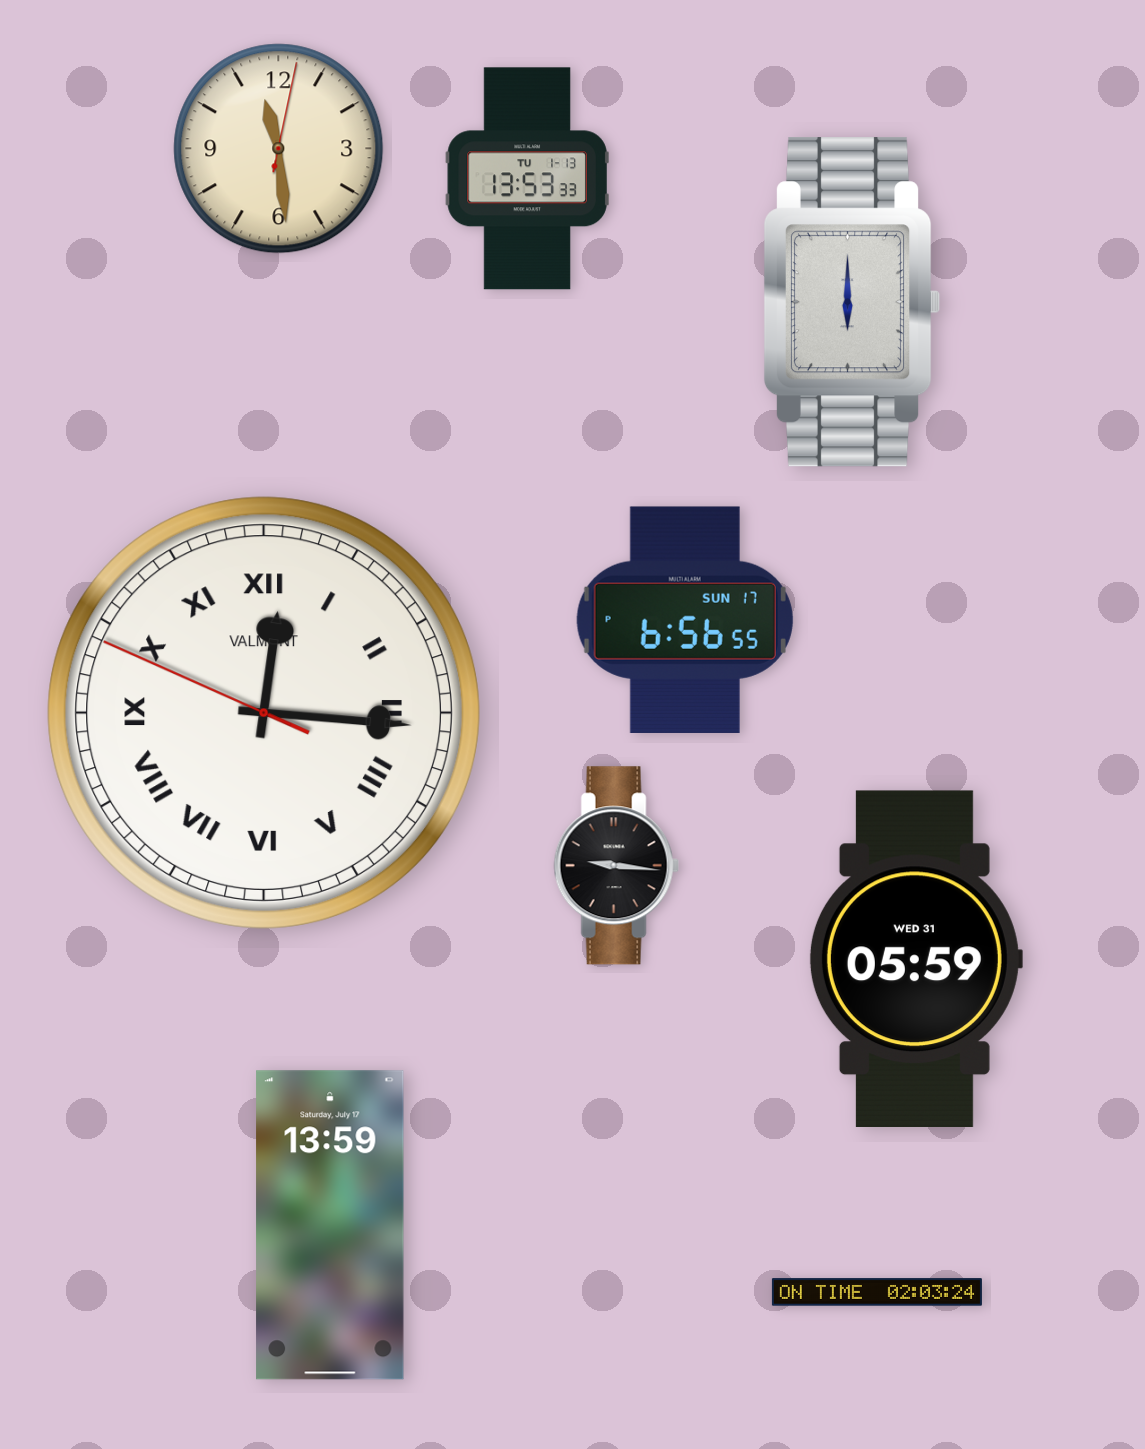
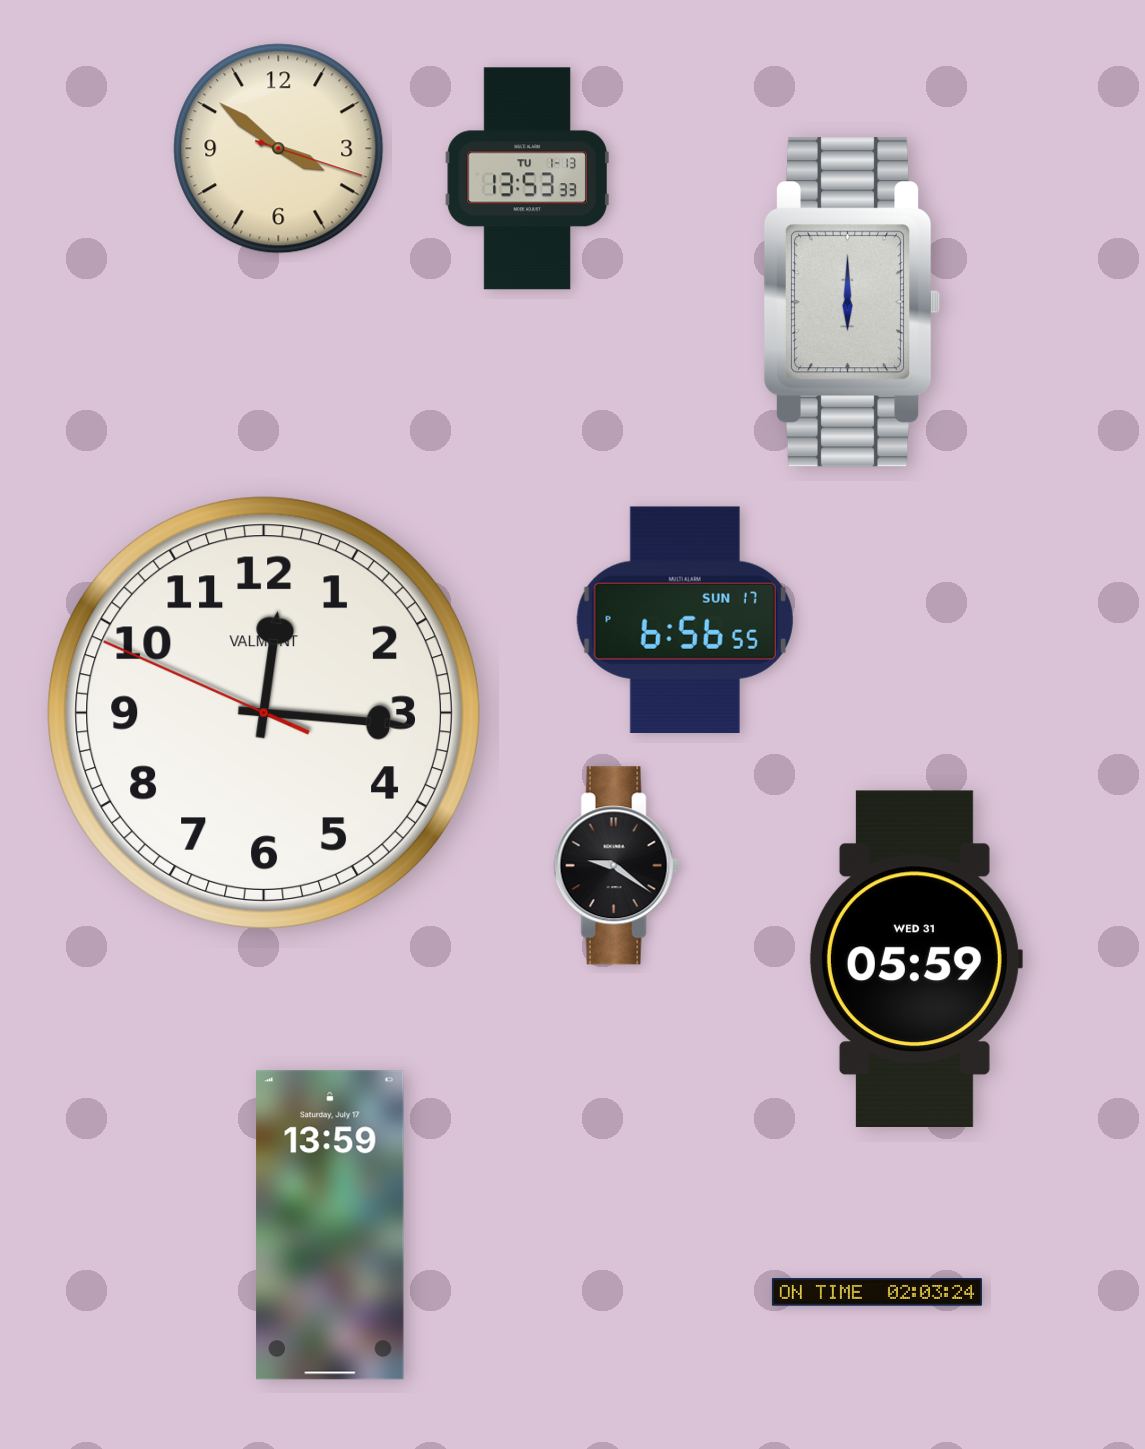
clock at (279, 149): 11:29 -> 3:51
clock at (264, 713) numerals: Roman -> Arabic
clock at (616, 866): 9:16 -> 9:21
